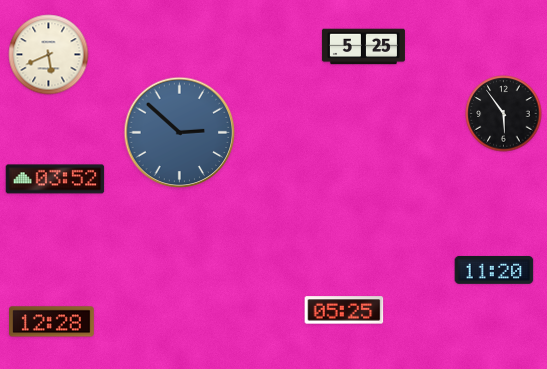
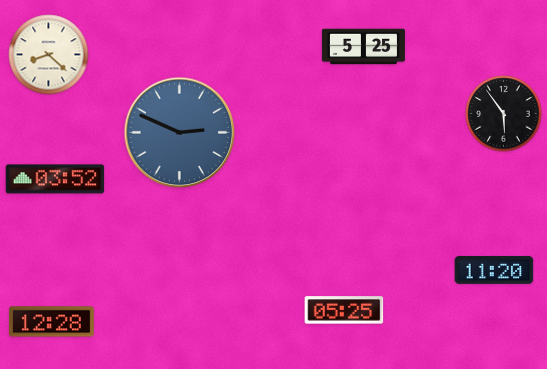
clock at (49, 55): 5:41 -> 8:22
clock at (180, 133): 2:52 -> 2:49
